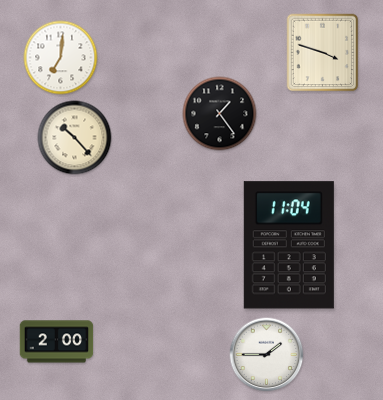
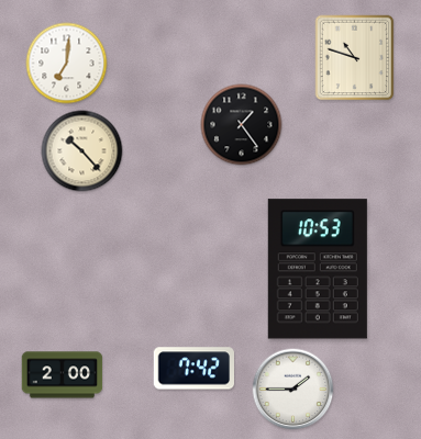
clock at (323, 53): 3:48 -> 10:48
clock at (289, 245): 11:04 -> 10:53
clock at (193, 369): none -> 7:42
